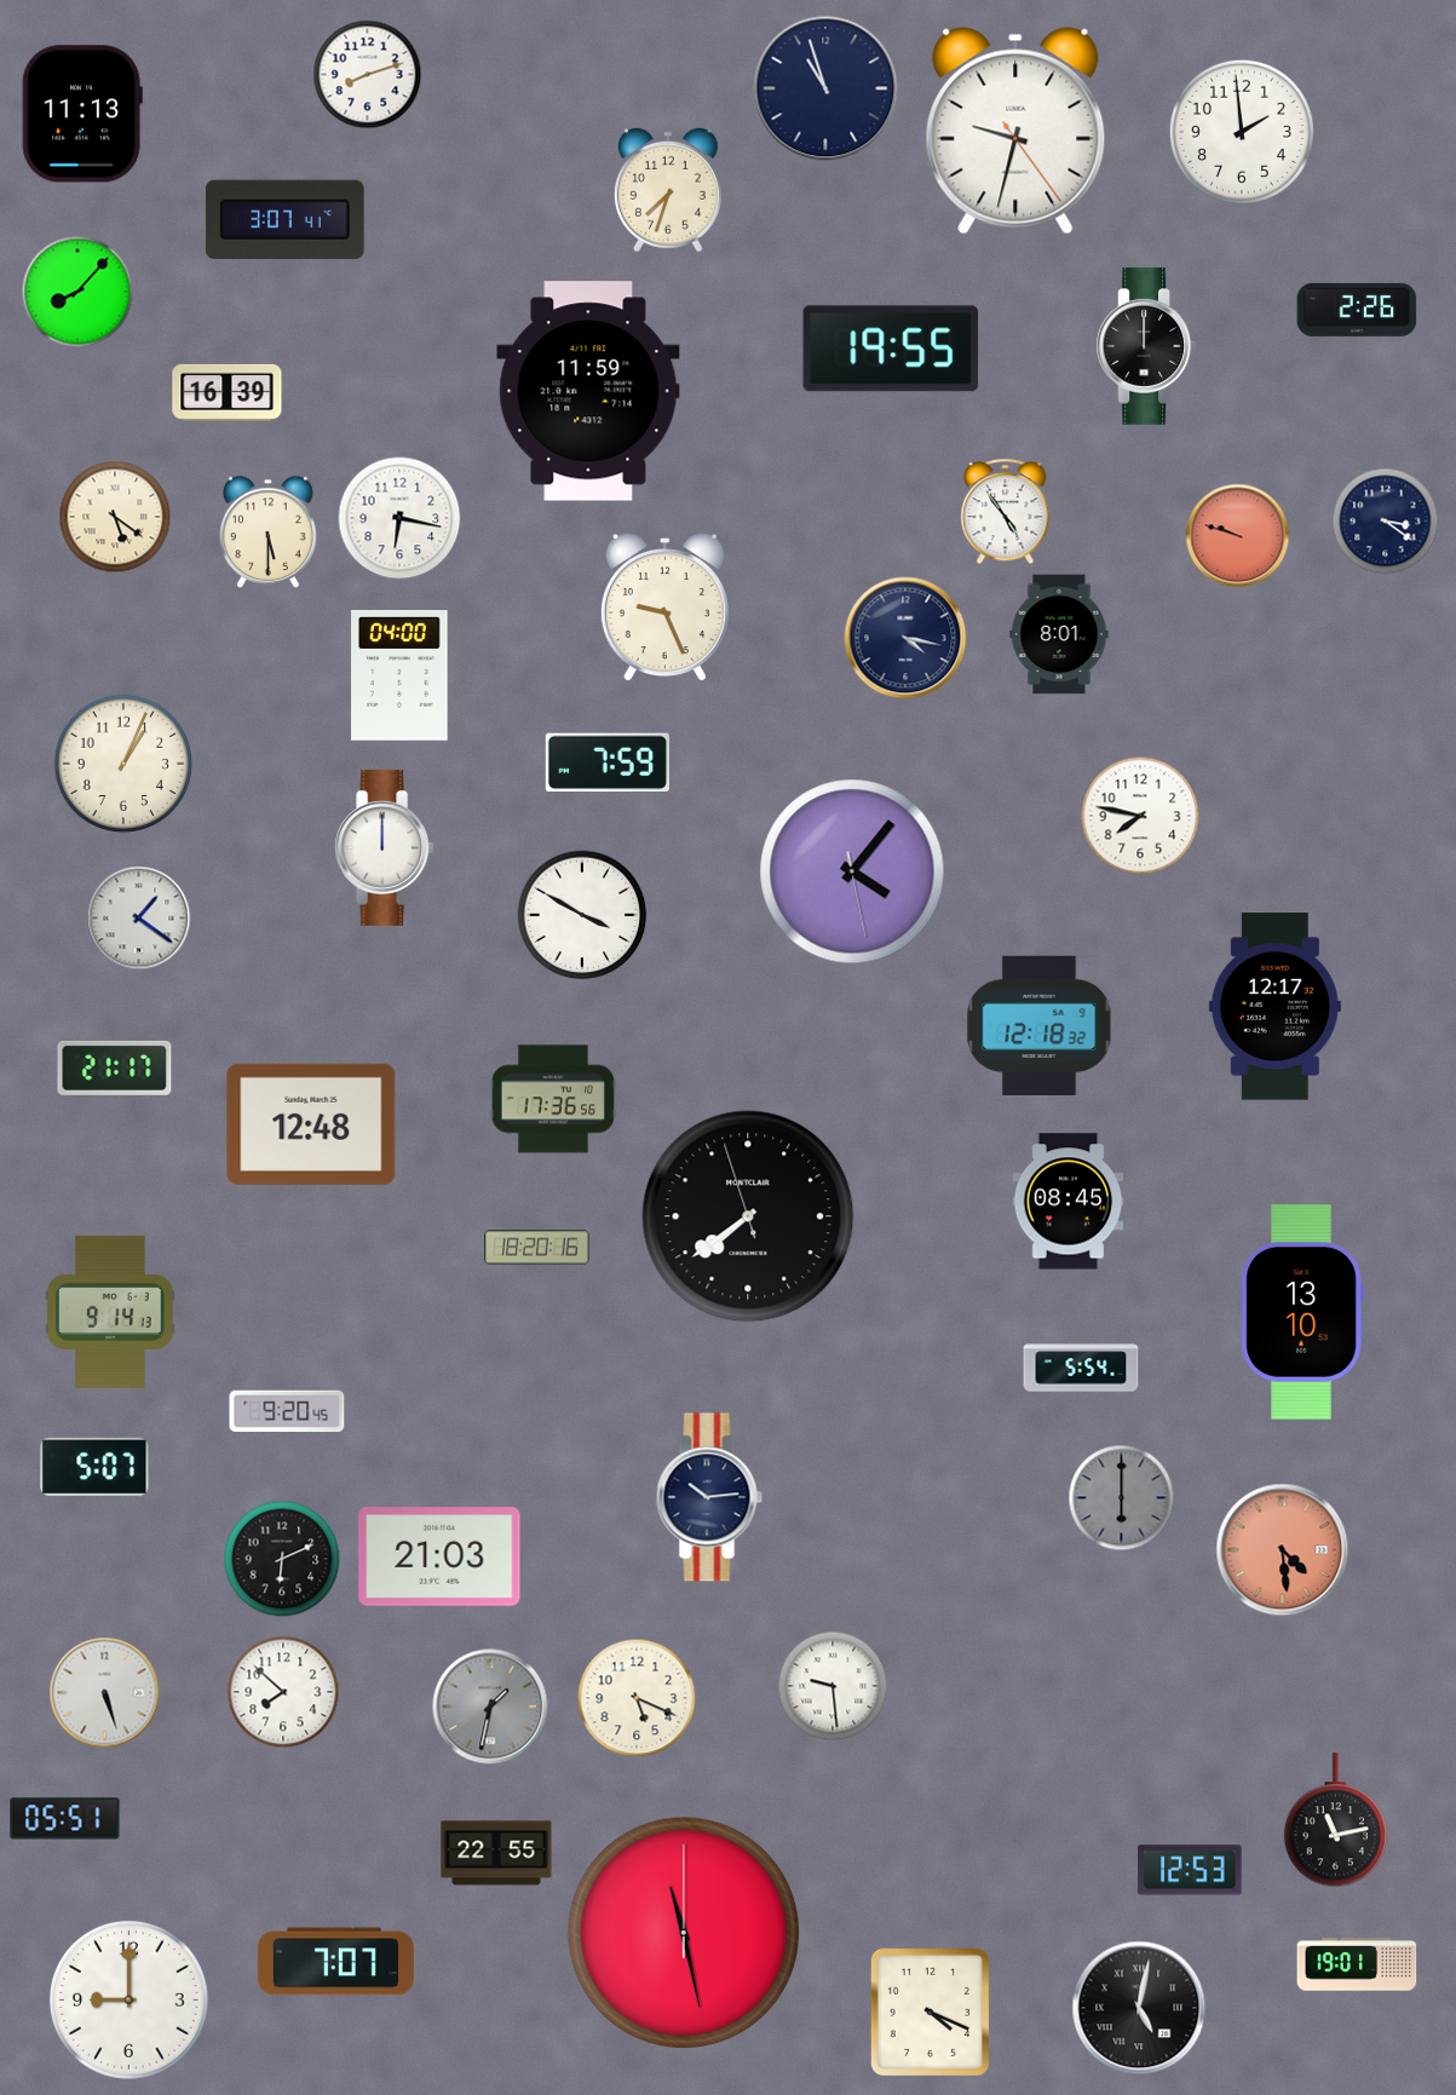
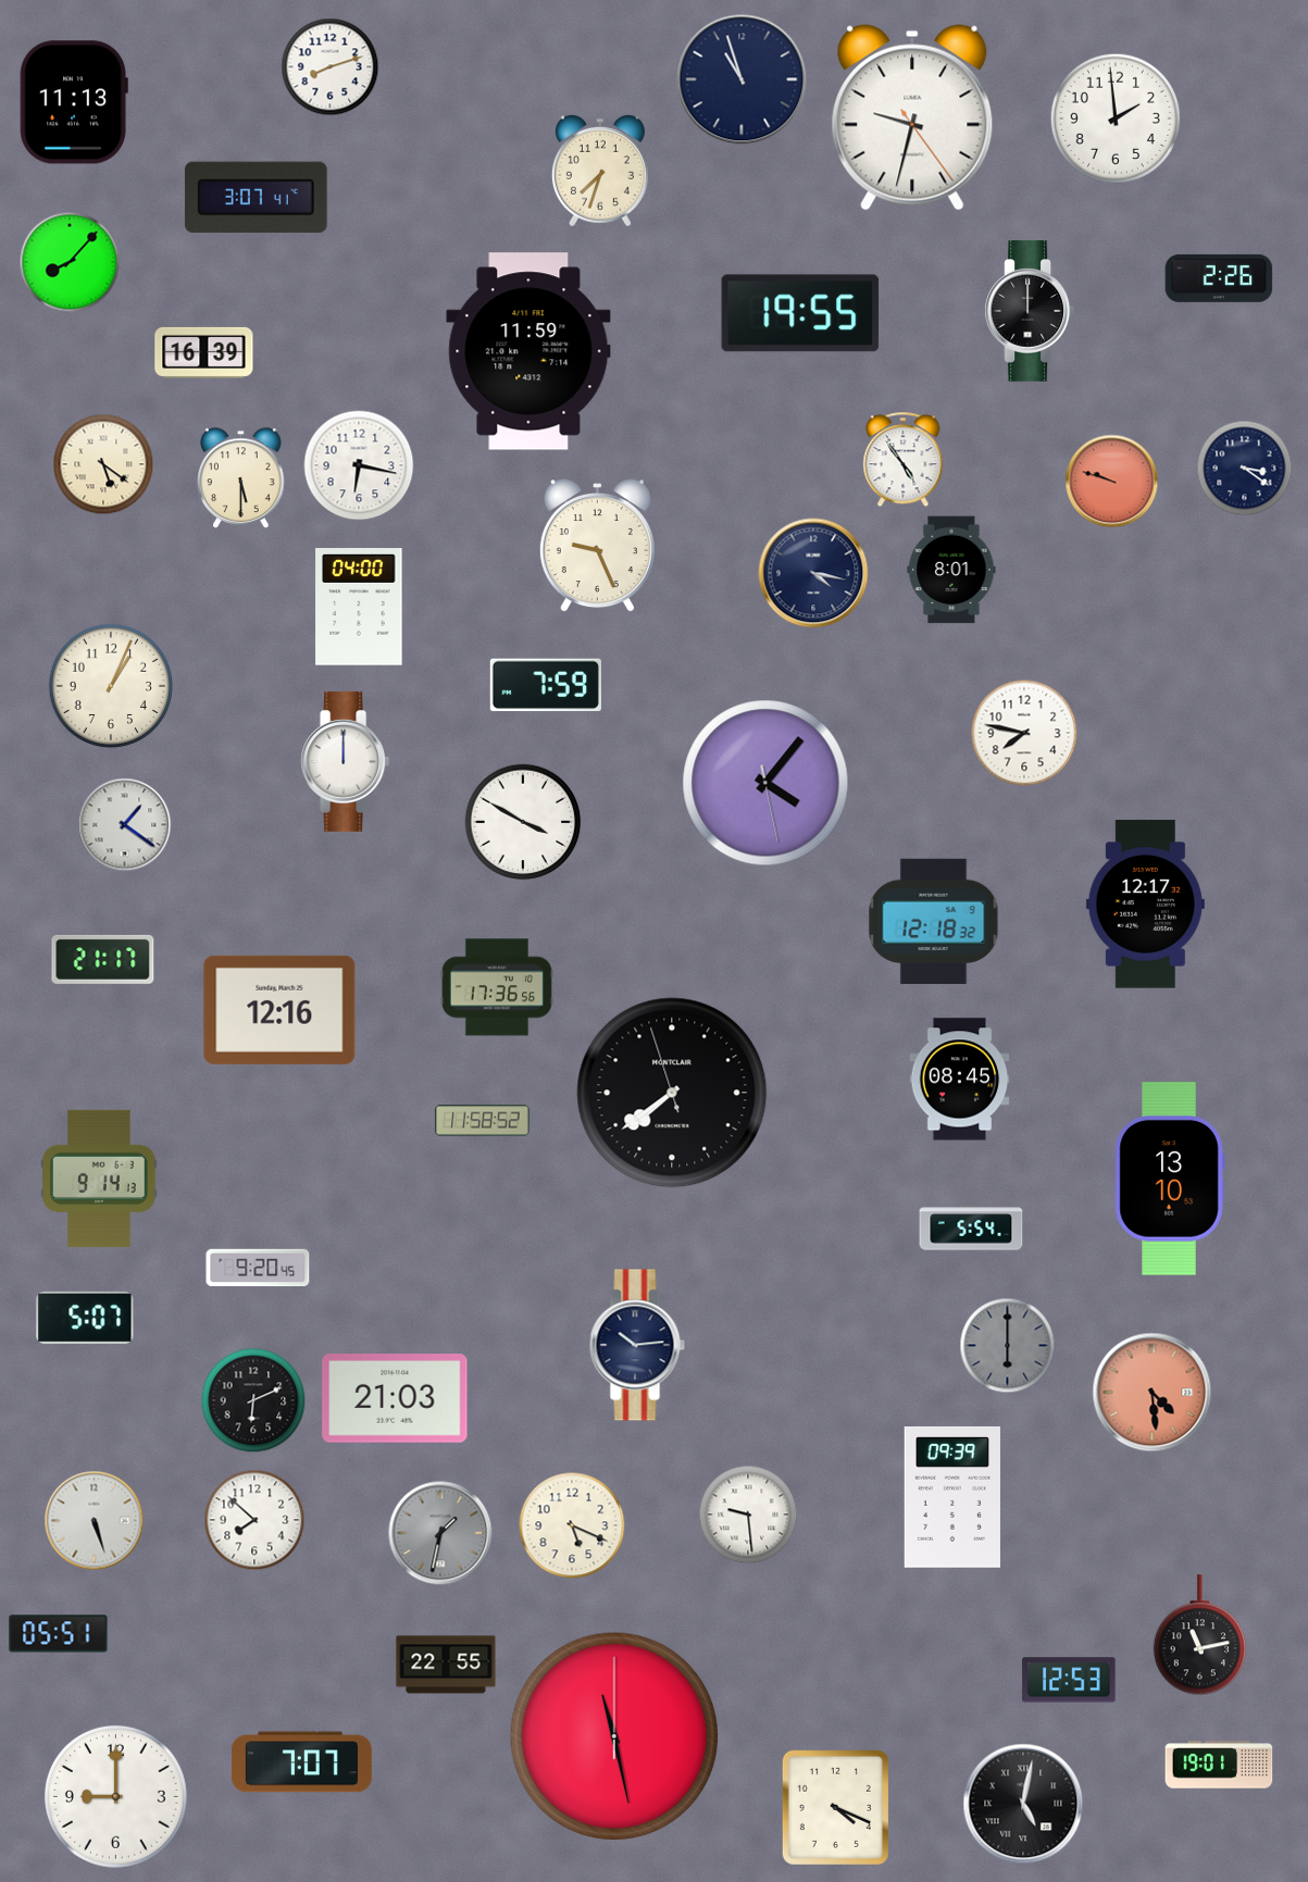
clock at (311, 1124): 12:48 -> 12:16
clock at (537, 1248): 18:20 -> 11:58
clock at (951, 1497): none -> 09:39
